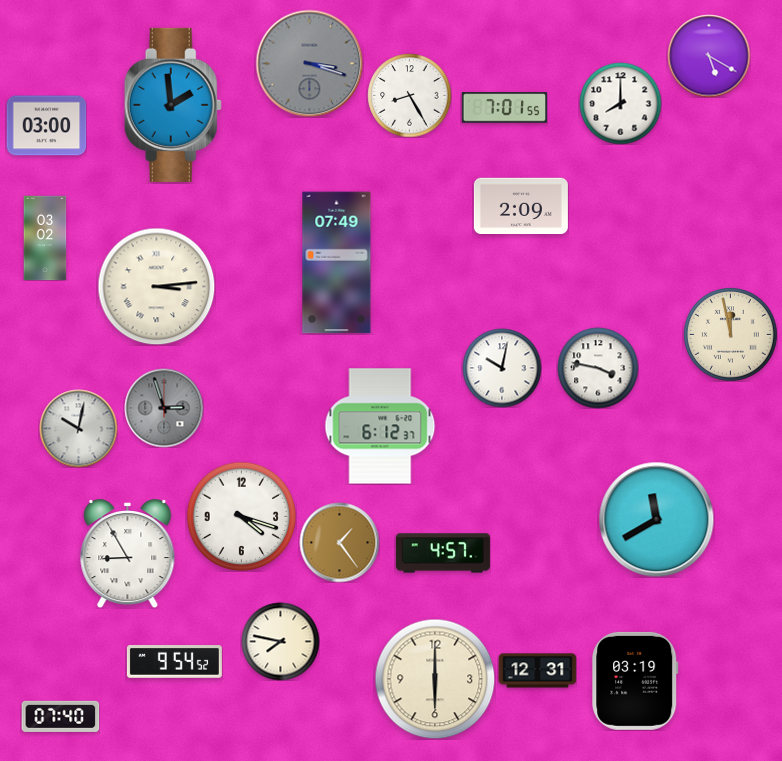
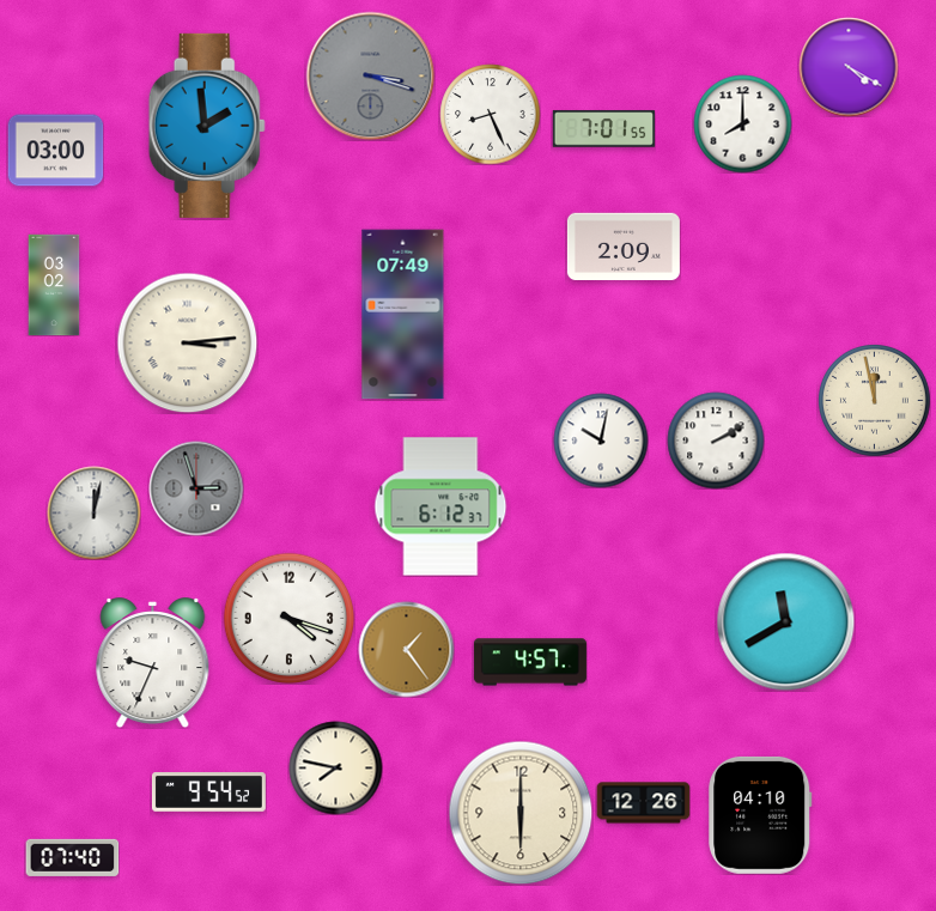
clock at (709, 56): 5:20 -> 4:20
clock at (409, 95): 8:25 -> 8:26
clock at (598, 368): 3:47 -> 2:10
clock at (380, 426) position: (380, 426) -> (440, 506)
clock at (78, 428): 10:02 -> 12:02
clock at (128, 554): 8:55 -> 9:34
clock at (537, 671): 12:31 -> 12:26
clock at (635, 681): 03:19 -> 04:10
